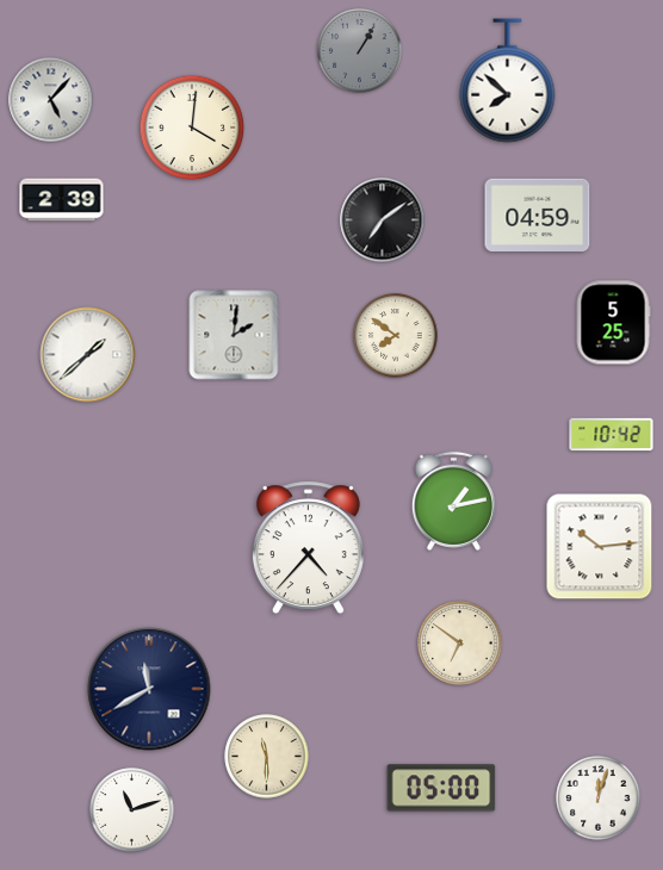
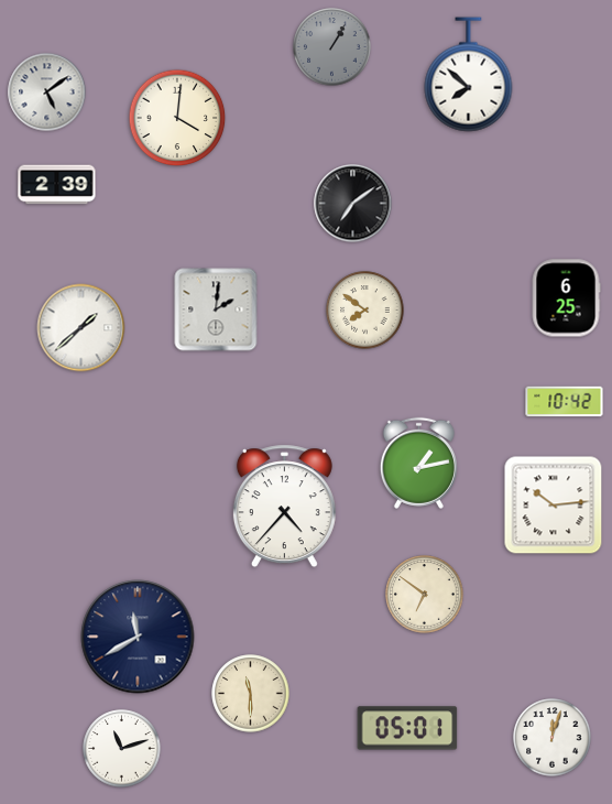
clock at (51, 100): 5:07 -> 5:09
clock at (538, 216): 04:59 -> none
clock at (613, 323): 5:25 -> 6:25
clock at (267, 757) position: (267, 757) -> (251, 694)
clock at (441, 788): 05:00 -> 05:01
